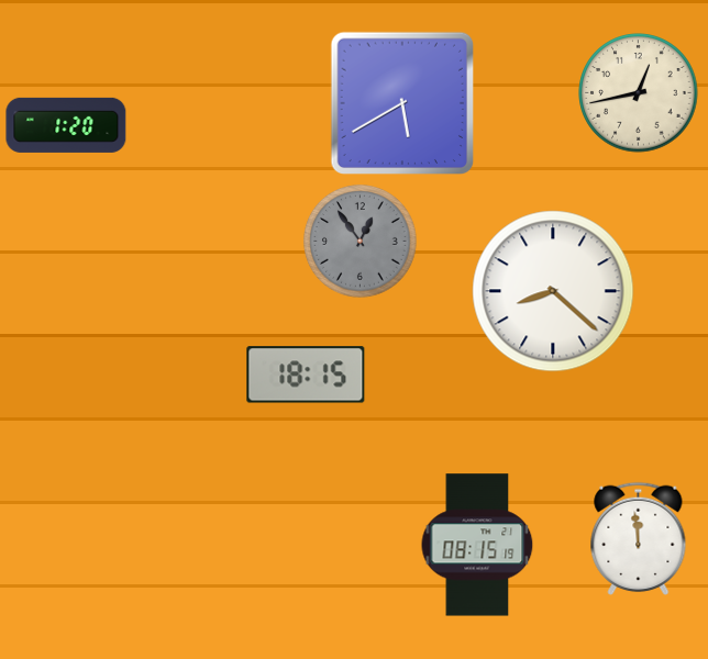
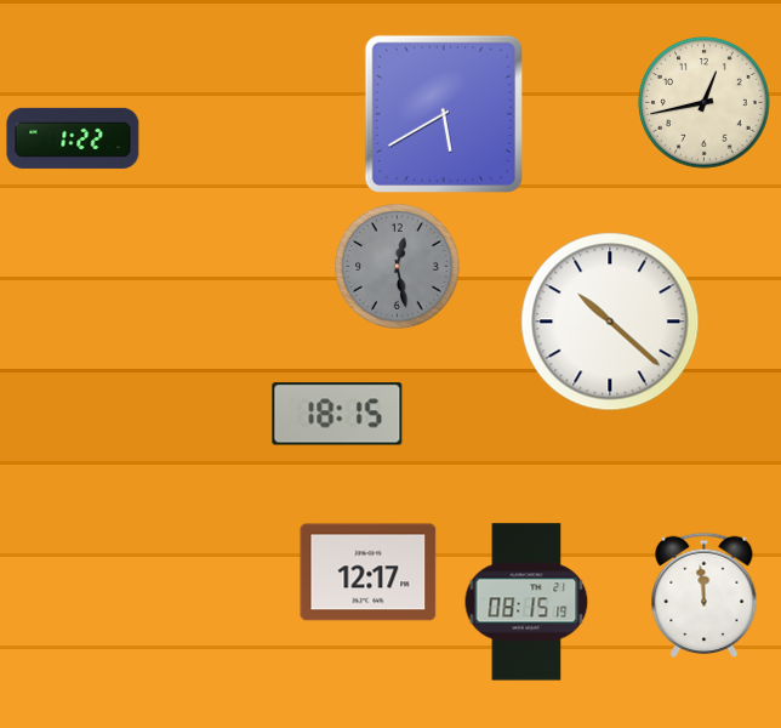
clock at (66, 125): 1:20 -> 1:22
clock at (361, 242): 12:54 -> 12:28
clock at (553, 291): 8:22 -> 10:22
clock at (369, 573): none -> 12:17
